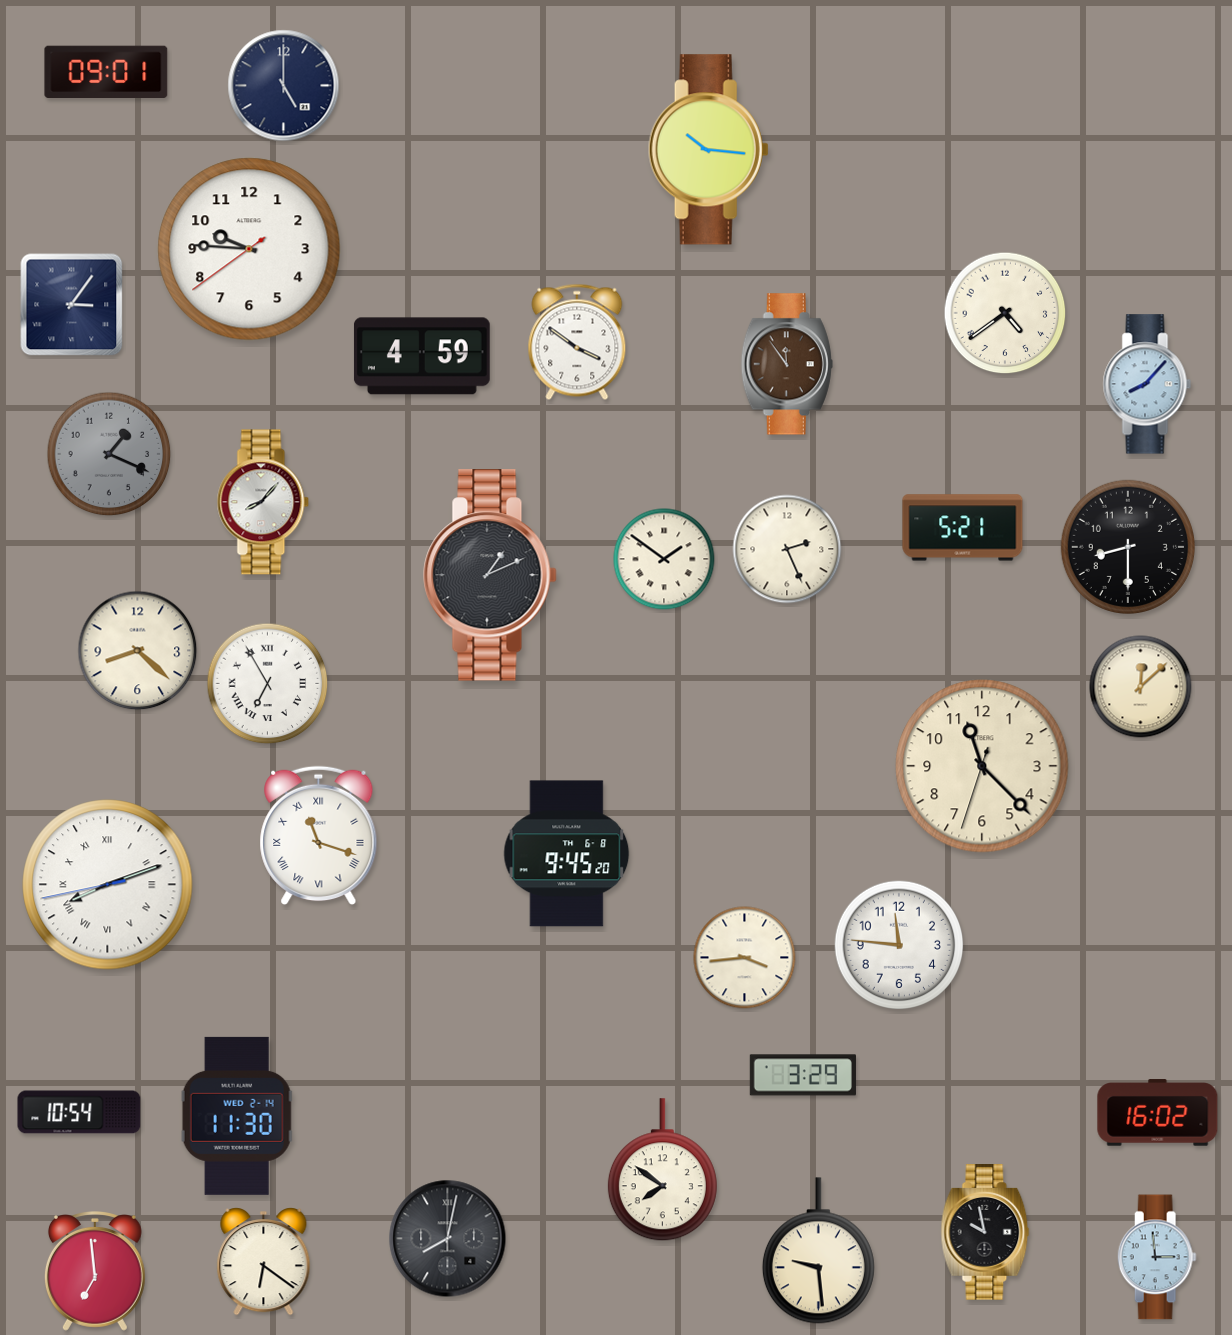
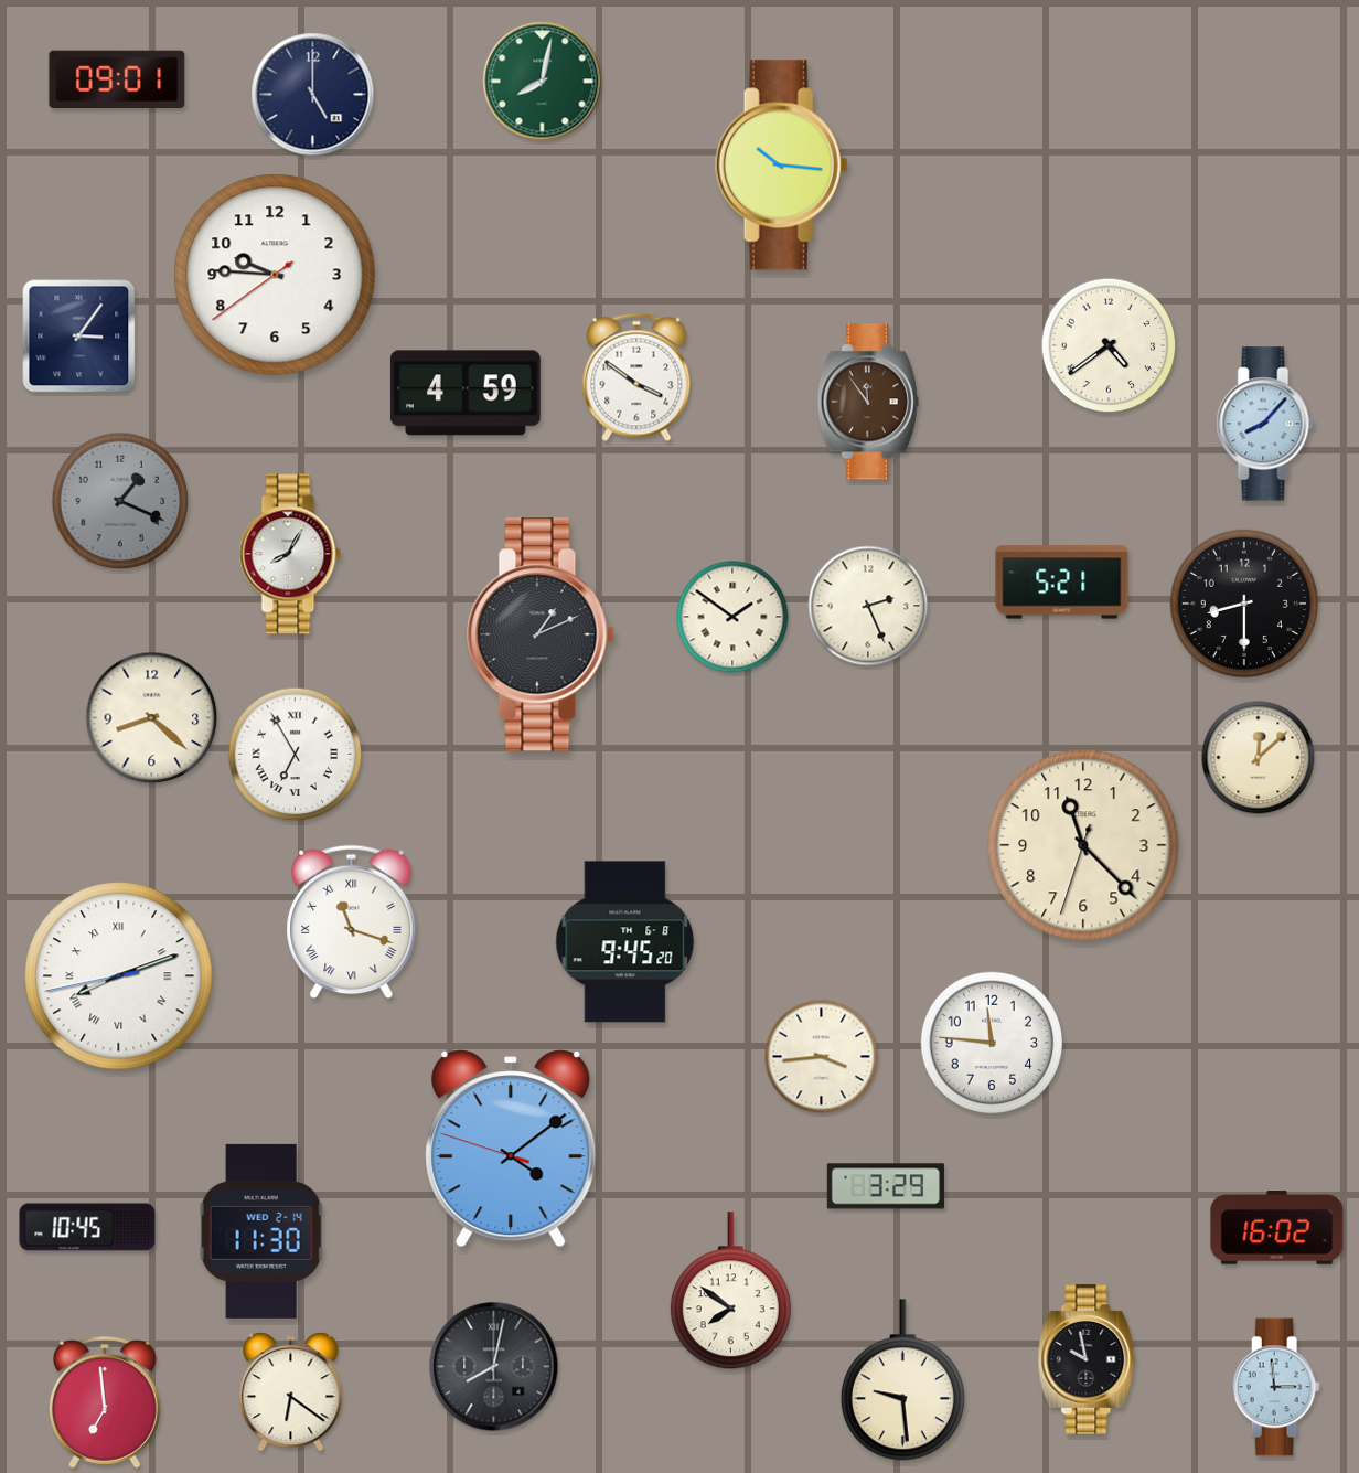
clock at (543, 82): none -> 8:02
clock at (263, 502): 8:07 -> 8:05
clock at (511, 1149): none -> 4:08
clock at (79, 1112): 10:54 -> 10:45
